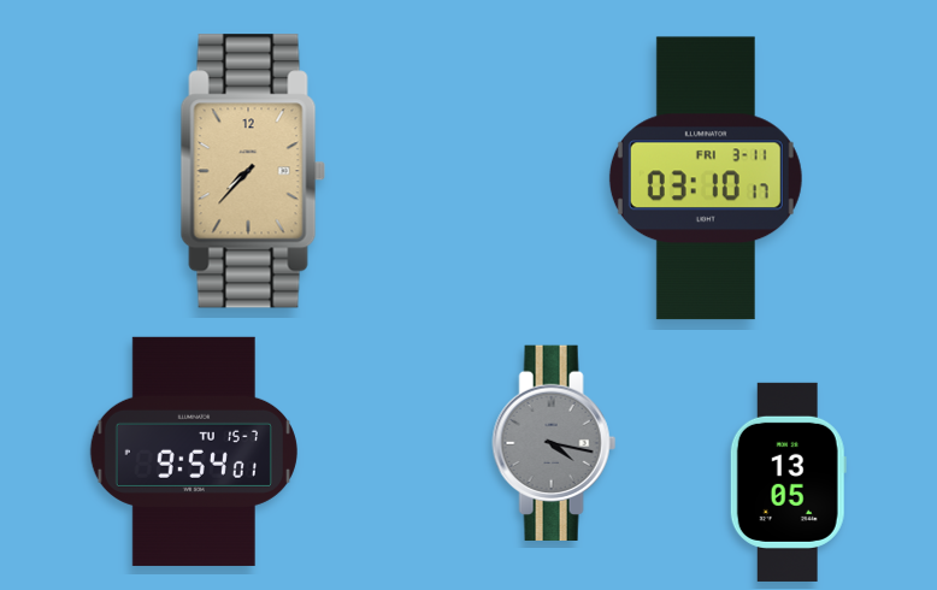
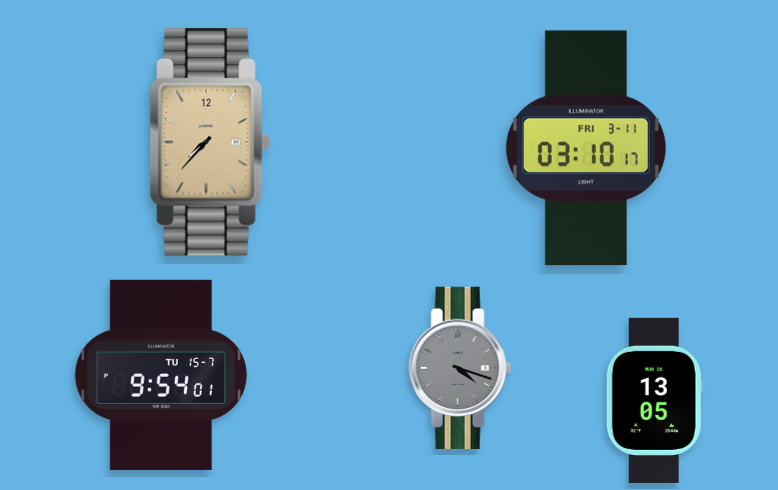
clock at (554, 442): 4:17 -> 4:18
